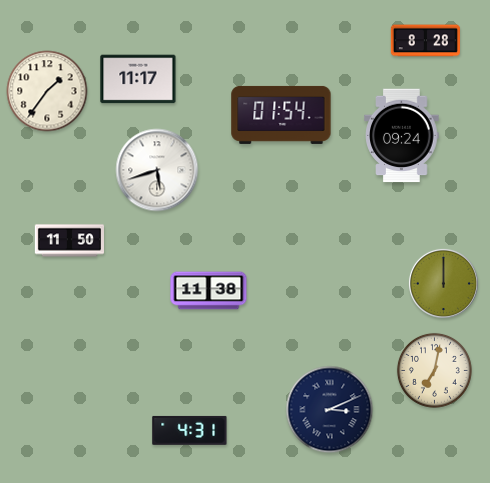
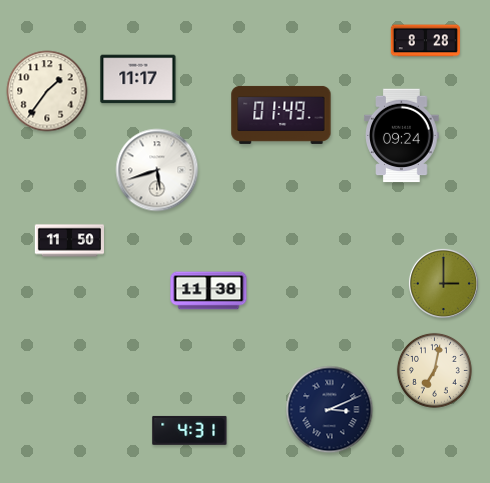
clock at (281, 115): 01:54 -> 01:49
clock at (443, 283): 12:00 -> 3:00
